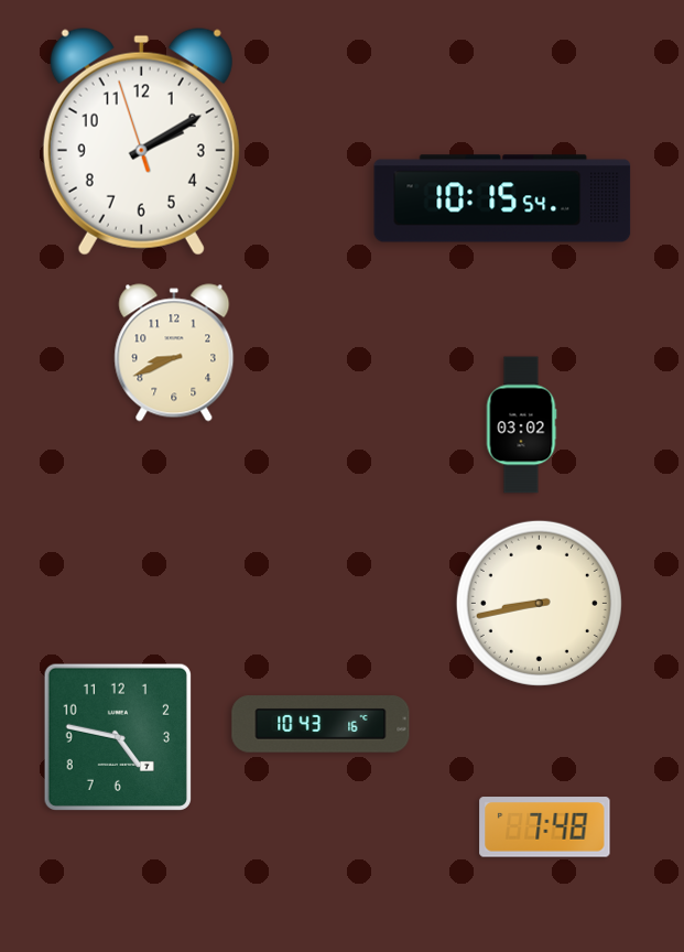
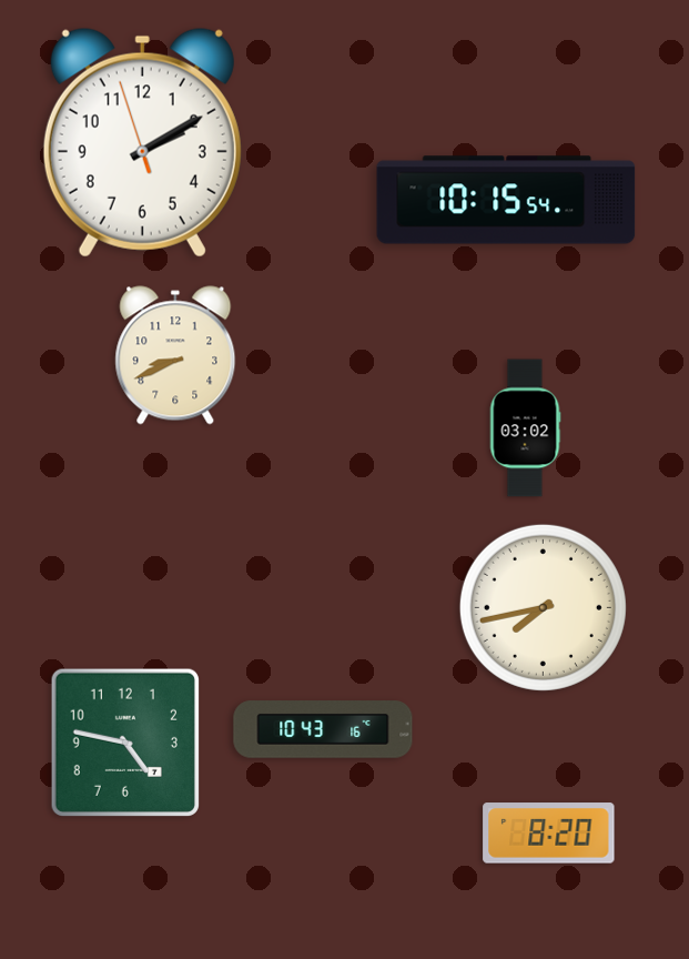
clock at (539, 603): 8:43 -> 7:43
clock at (118, 737) position: (118, 737) -> (125, 743)
clock at (545, 827): 7:48 -> 8:20
